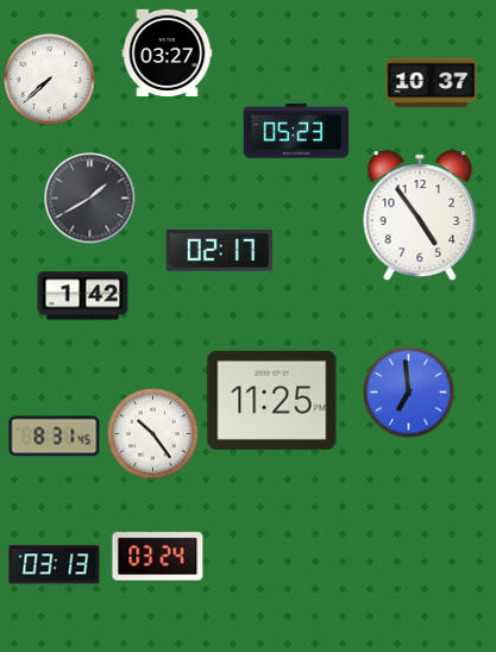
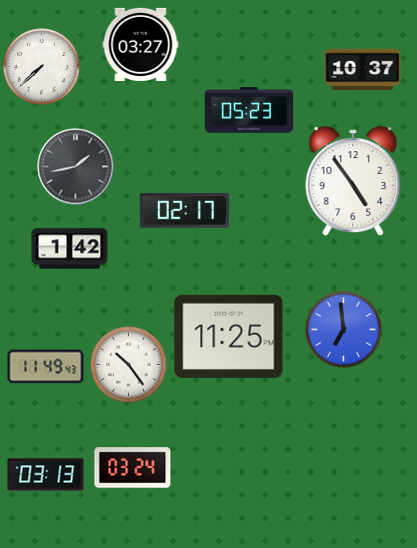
clock at (90, 199): 1:40 -> 1:43
clock at (55, 437): 8:31 -> 11:49
